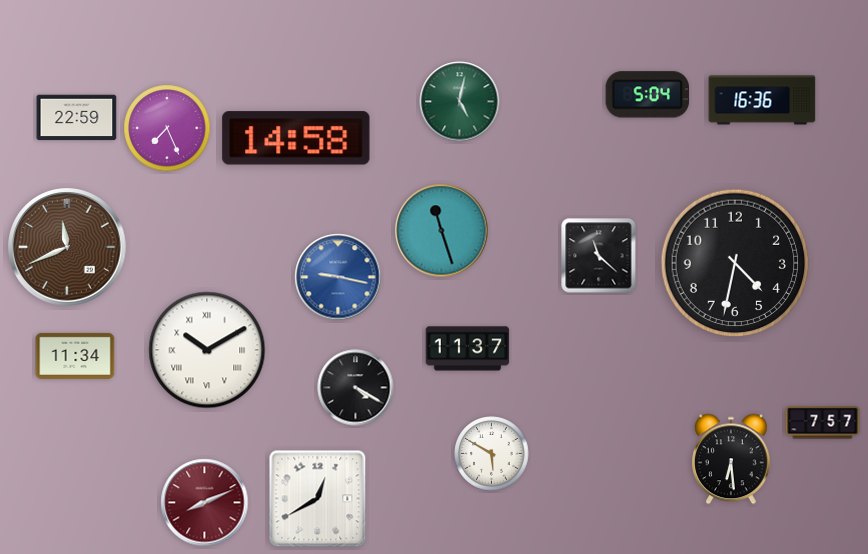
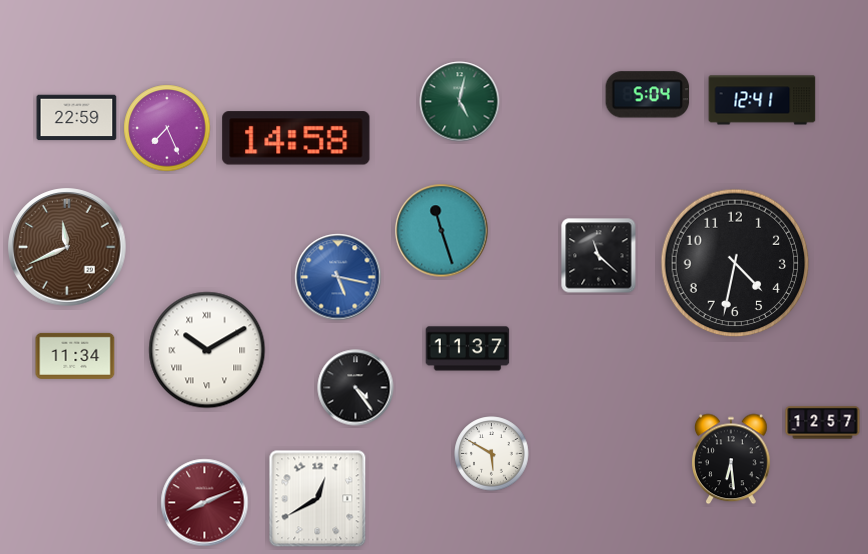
clock at (762, 100): 16:36 -> 12:41
clock at (338, 277): 9:17 -> 5:17
clock at (356, 388): 4:20 -> 4:24
clock at (823, 423): 7:57 -> 12:57
